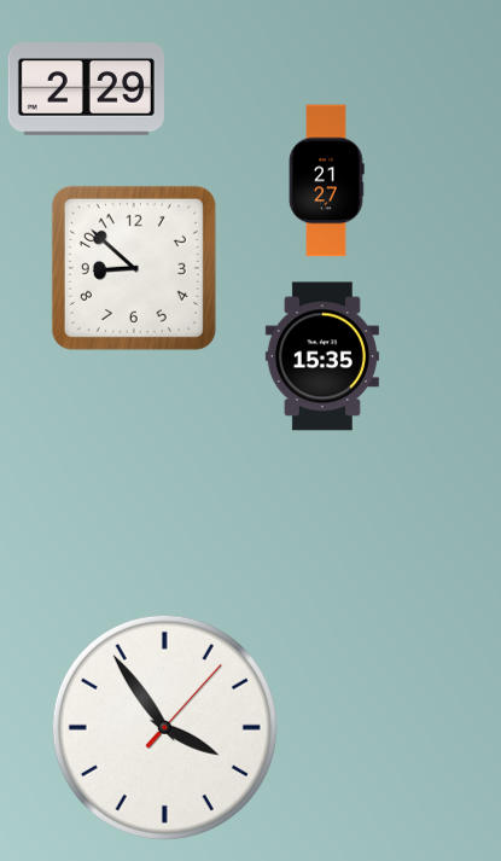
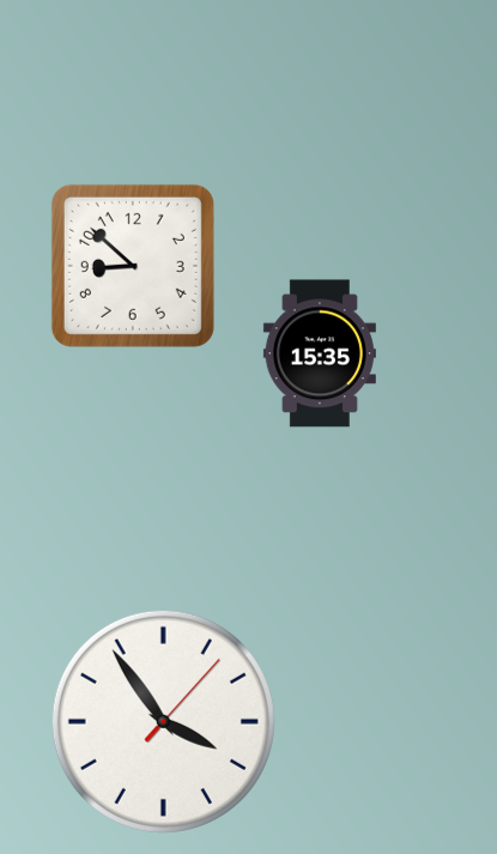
clock at (86, 89): 2:29 -> none
clock at (326, 181): 21:27 -> none
